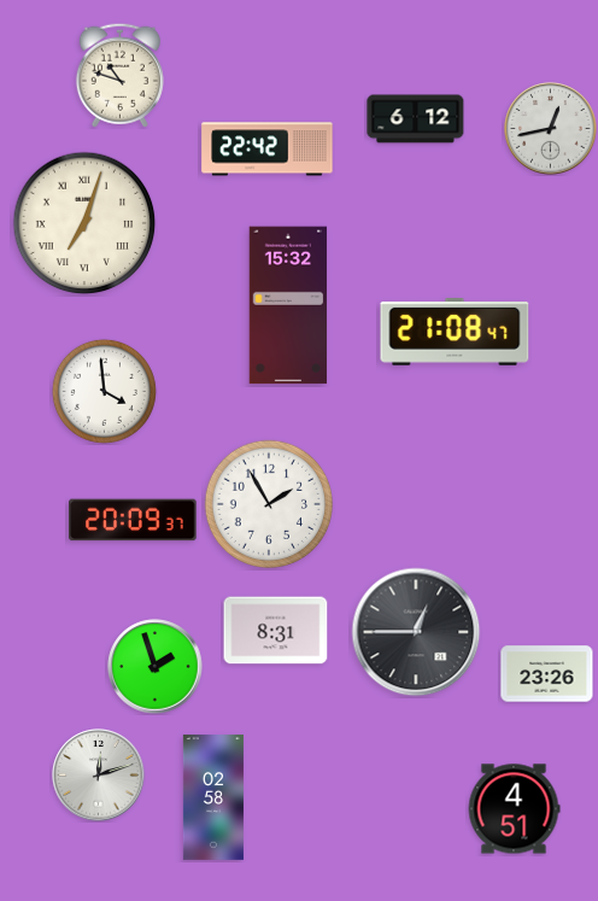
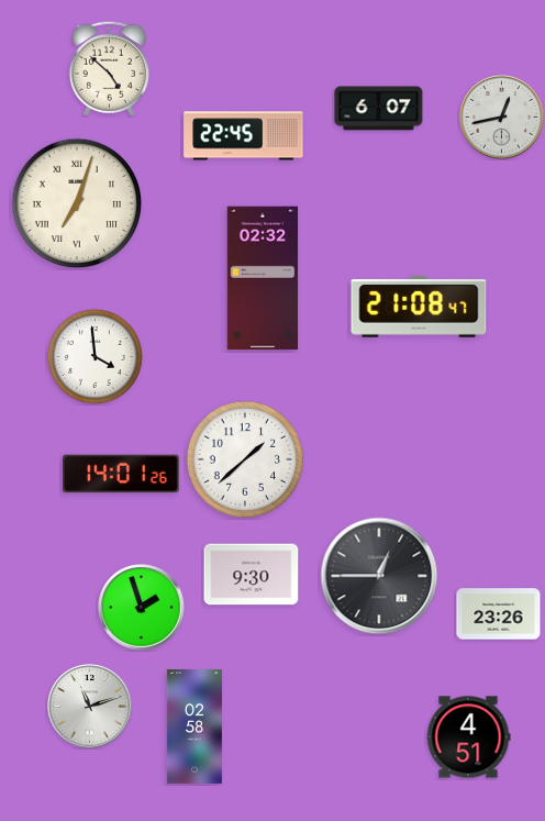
clock at (119, 75): 10:48 -> 4:52
clock at (416, 119): 6:12 -> 6:07
clock at (268, 150): 22:42 -> 22:45
clock at (288, 305): 15:32 -> 02:32
clock at (455, 332) position: (455, 332) -> (419, 307)
clock at (268, 503): 1:55 -> 1:38
clock at (133, 520): 20:09 -> 14:01
clock at (276, 631): 8:31 -> 9:30
clock at (99, 776): 12:12 -> 11:12
